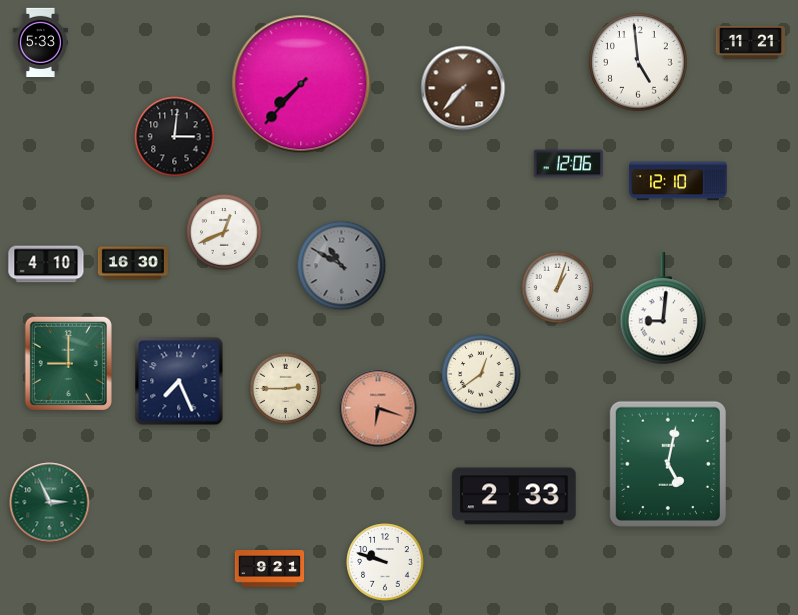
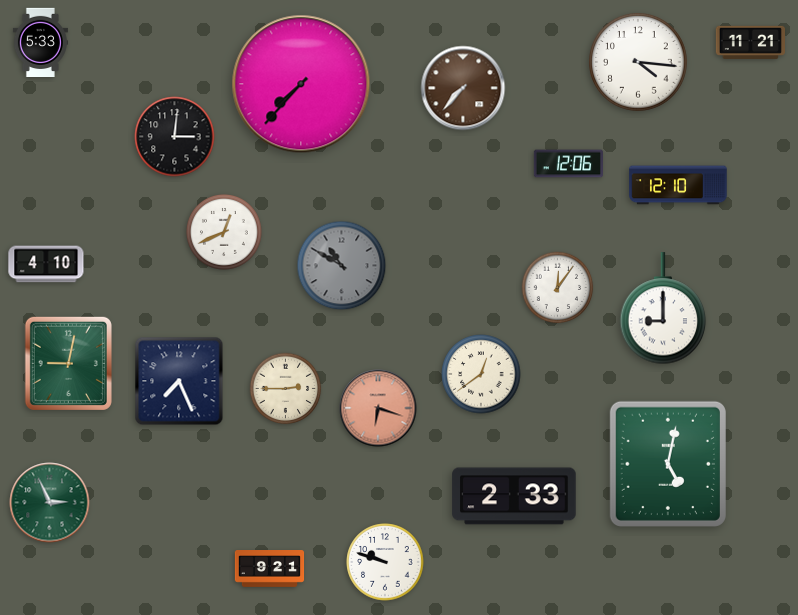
clock at (639, 63): 4:59 -> 4:16
clock at (678, 181) position: (678, 181) -> (678, 185)
clock at (133, 263): 16:30 -> none
clock at (558, 288): 1:03 -> 12:06
clock at (663, 309): 9:01 -> 9:00
clock at (68, 363): 9:00 -> 9:02
